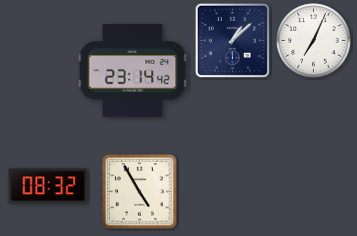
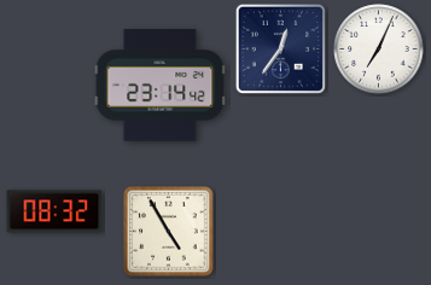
clock at (232, 40): 1:08 -> 12:36
clock at (48, 186) position: (48, 186) -> (54, 211)
